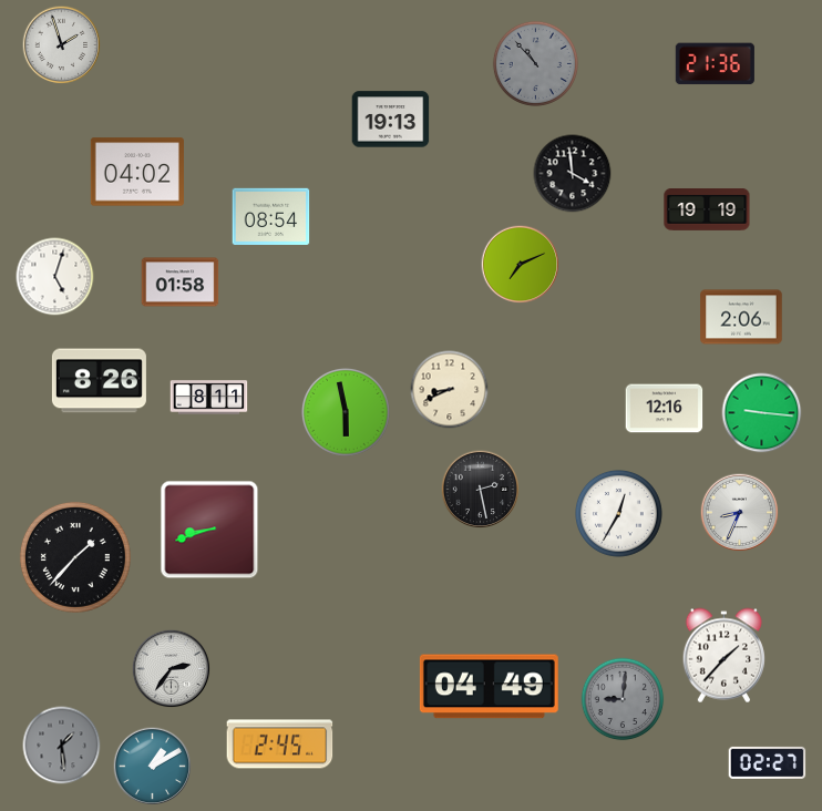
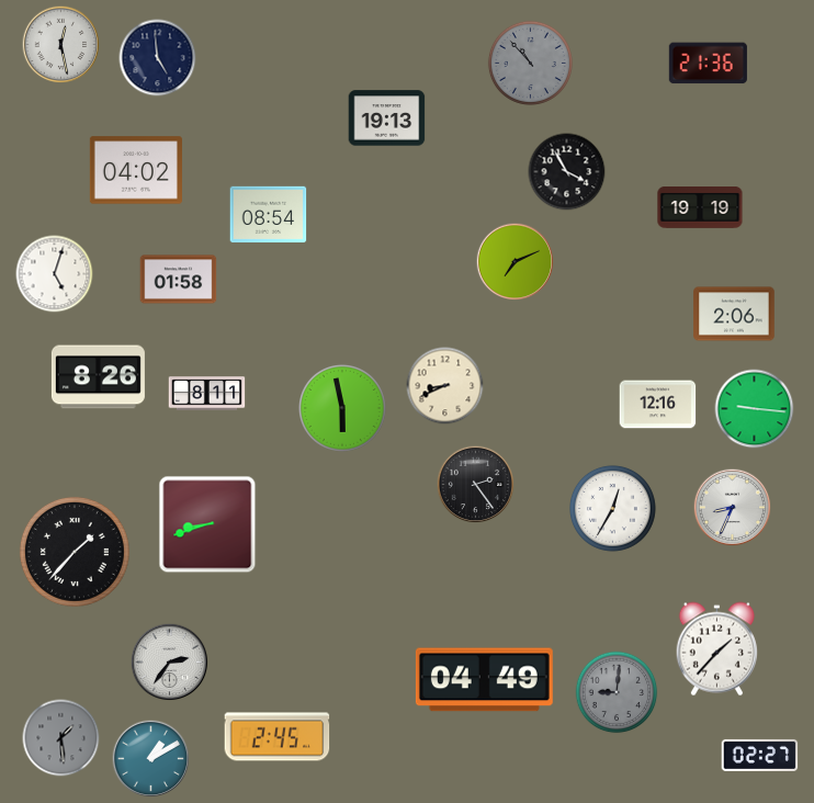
clock at (62, 45): 1:57 -> 12:28
clock at (158, 58): none -> 4:59
clock at (573, 174): 3:59 -> 3:55
clock at (481, 490): 2:28 -> 2:24
